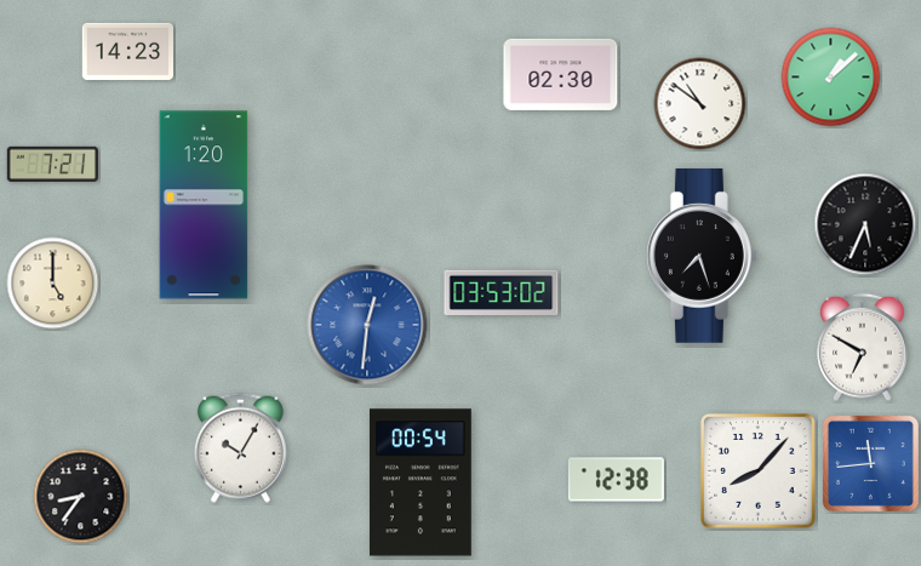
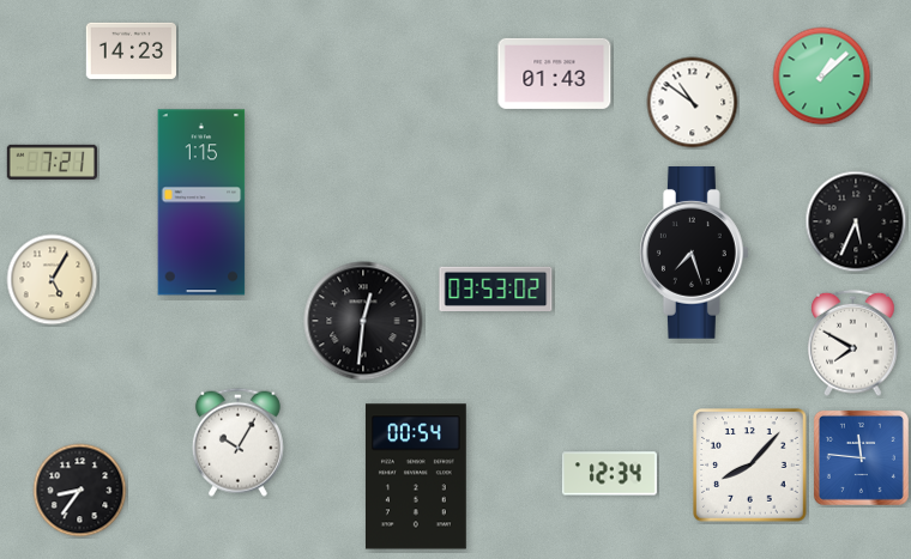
clock at (127, 51) position: (127, 51) -> (131, 50)
clock at (561, 74): 02:30 -> 01:43
clock at (204, 205): 1:20 -> 1:15
clock at (53, 284): 5:00 -> 5:05
clock at (367, 325) dial: blue -> black
clock at (863, 348): 6:50 -> 7:50
clock at (870, 463): 11:44 -> 11:46
clock at (616, 480): 12:38 -> 12:34
